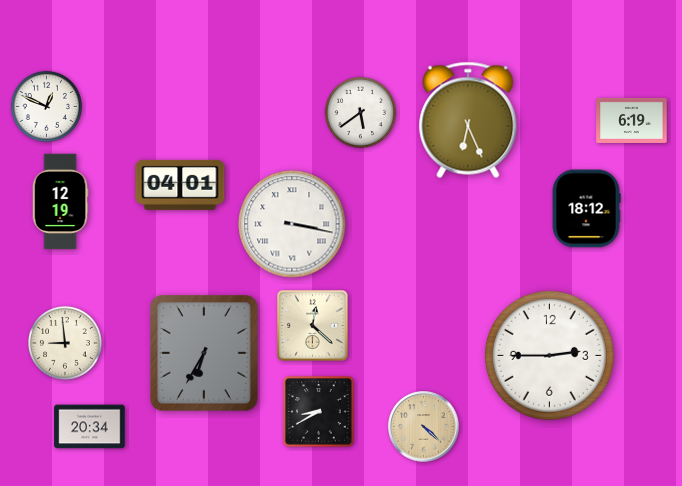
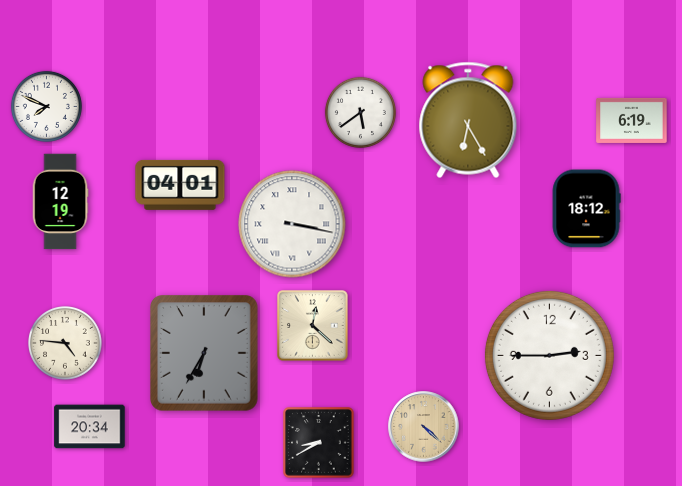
clock at (46, 106): 12:49 -> 7:49
clock at (468, 120): 6:26 -> 6:25
clock at (66, 344): 8:59 -> 4:46
clock at (319, 412) position: (319, 412) -> (319, 443)
